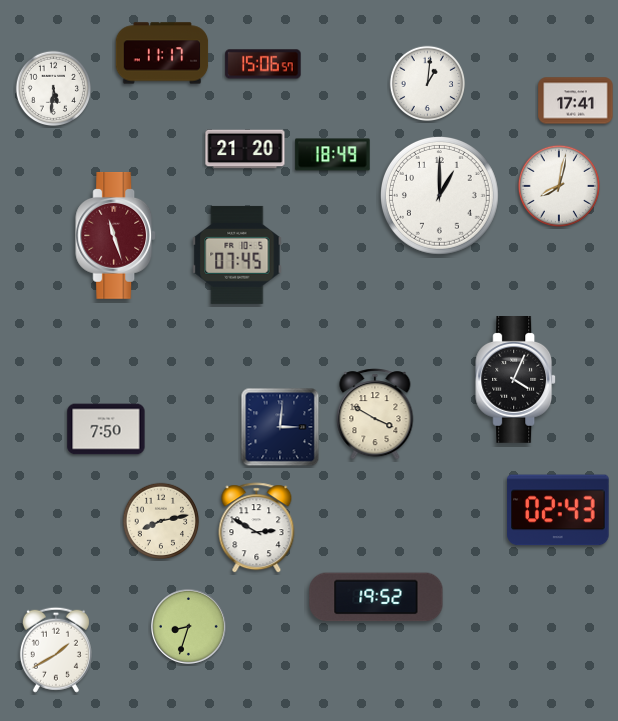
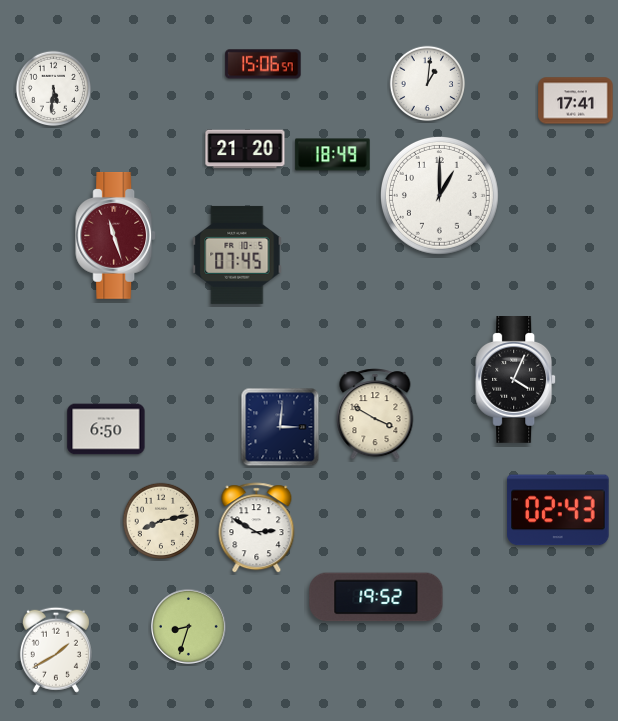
clock at (162, 53): 11:17 -> none
clock at (558, 185): 8:02 -> none
clock at (106, 429): 7:50 -> 6:50
